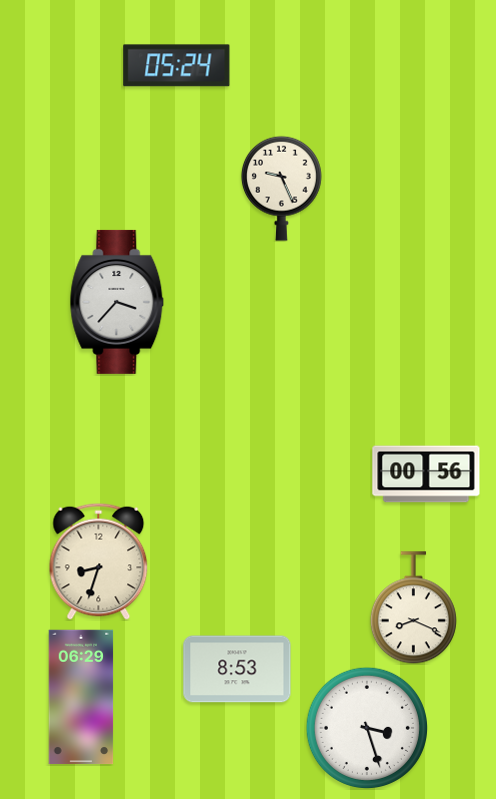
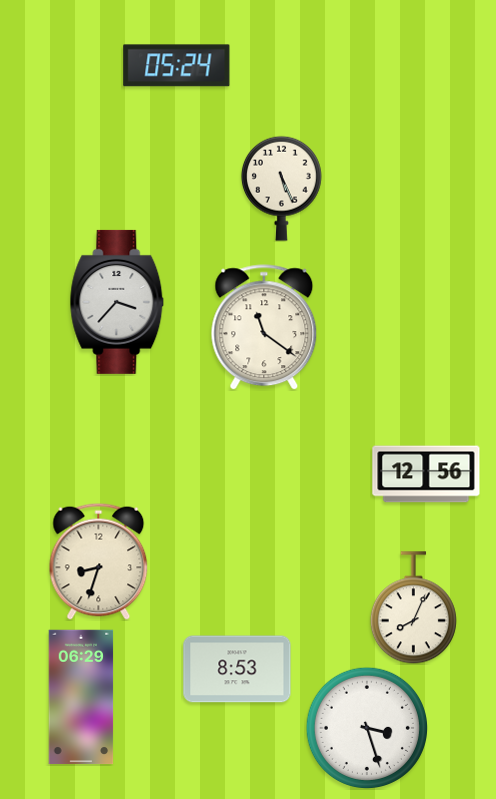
clock at (281, 188): 9:26 -> 5:26
clock at (264, 327): none -> 11:21
clock at (426, 474): 00:56 -> 12:56
clock at (413, 608): 8:19 -> 8:04
